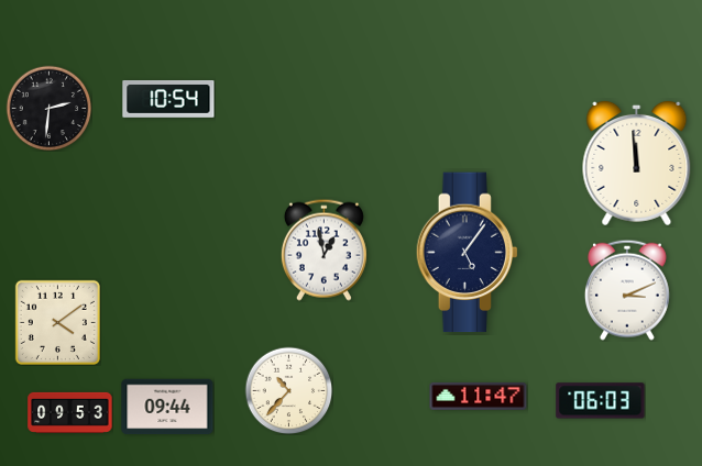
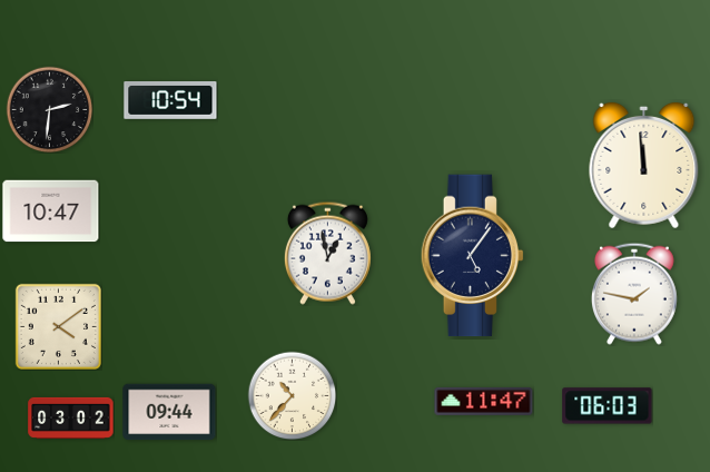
clock at (51, 212): none -> 10:47
clock at (627, 290): 3:11 -> 1:47
clock at (70, 412): 09:53 -> 03:02
